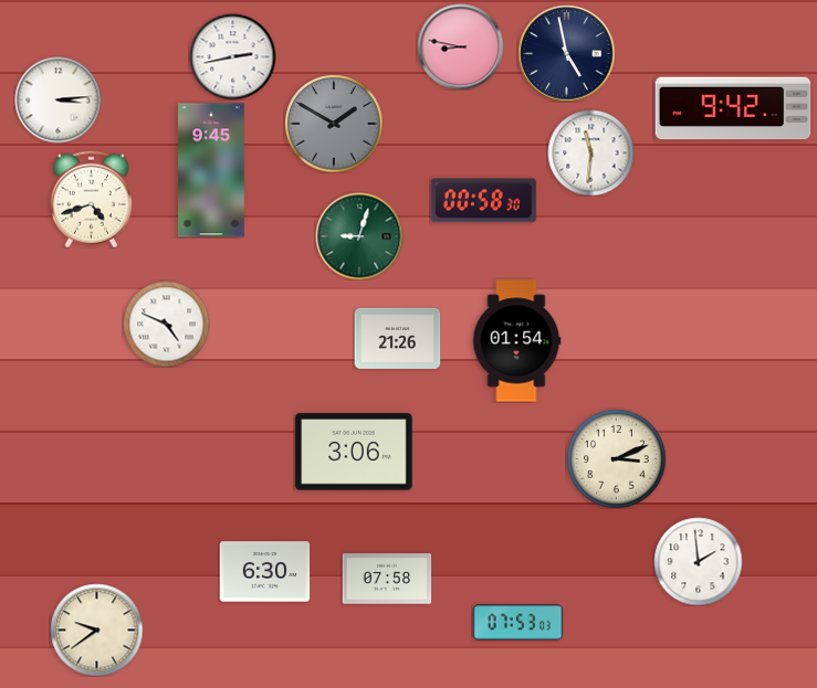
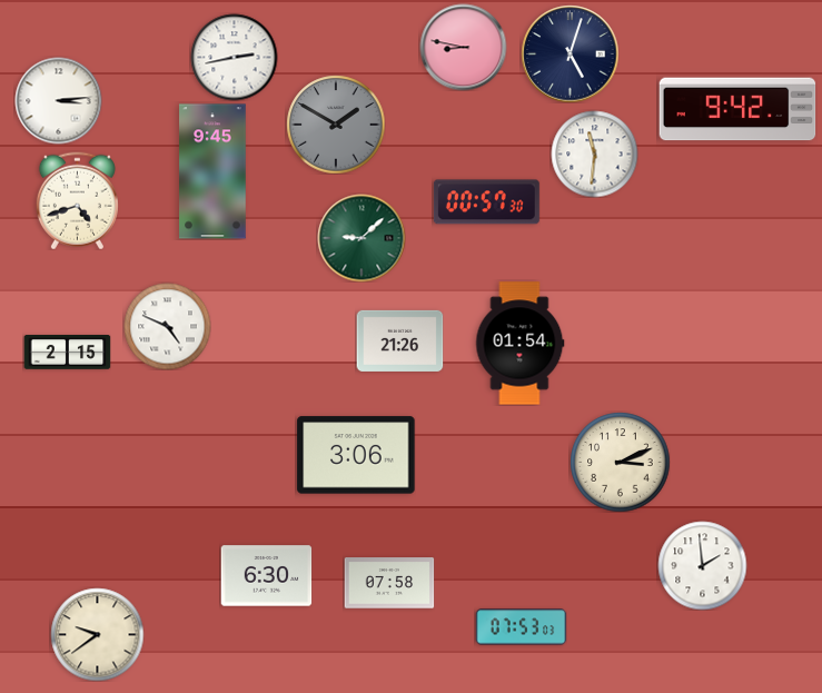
clock at (566, 53): 4:58 -> 5:03
clock at (91, 199) position: (91, 199) -> (77, 200)
clock at (483, 201): 00:58 -> 00:57
clock at (359, 236): 9:03 -> 9:08
clock at (67, 353): none -> 2:15
